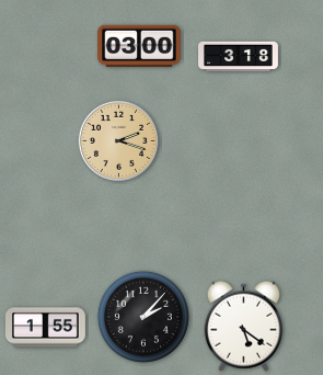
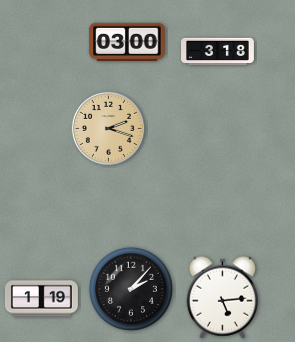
clock at (244, 326): 5:21 -> 5:14
clock at (45, 328): 1:55 -> 1:19
